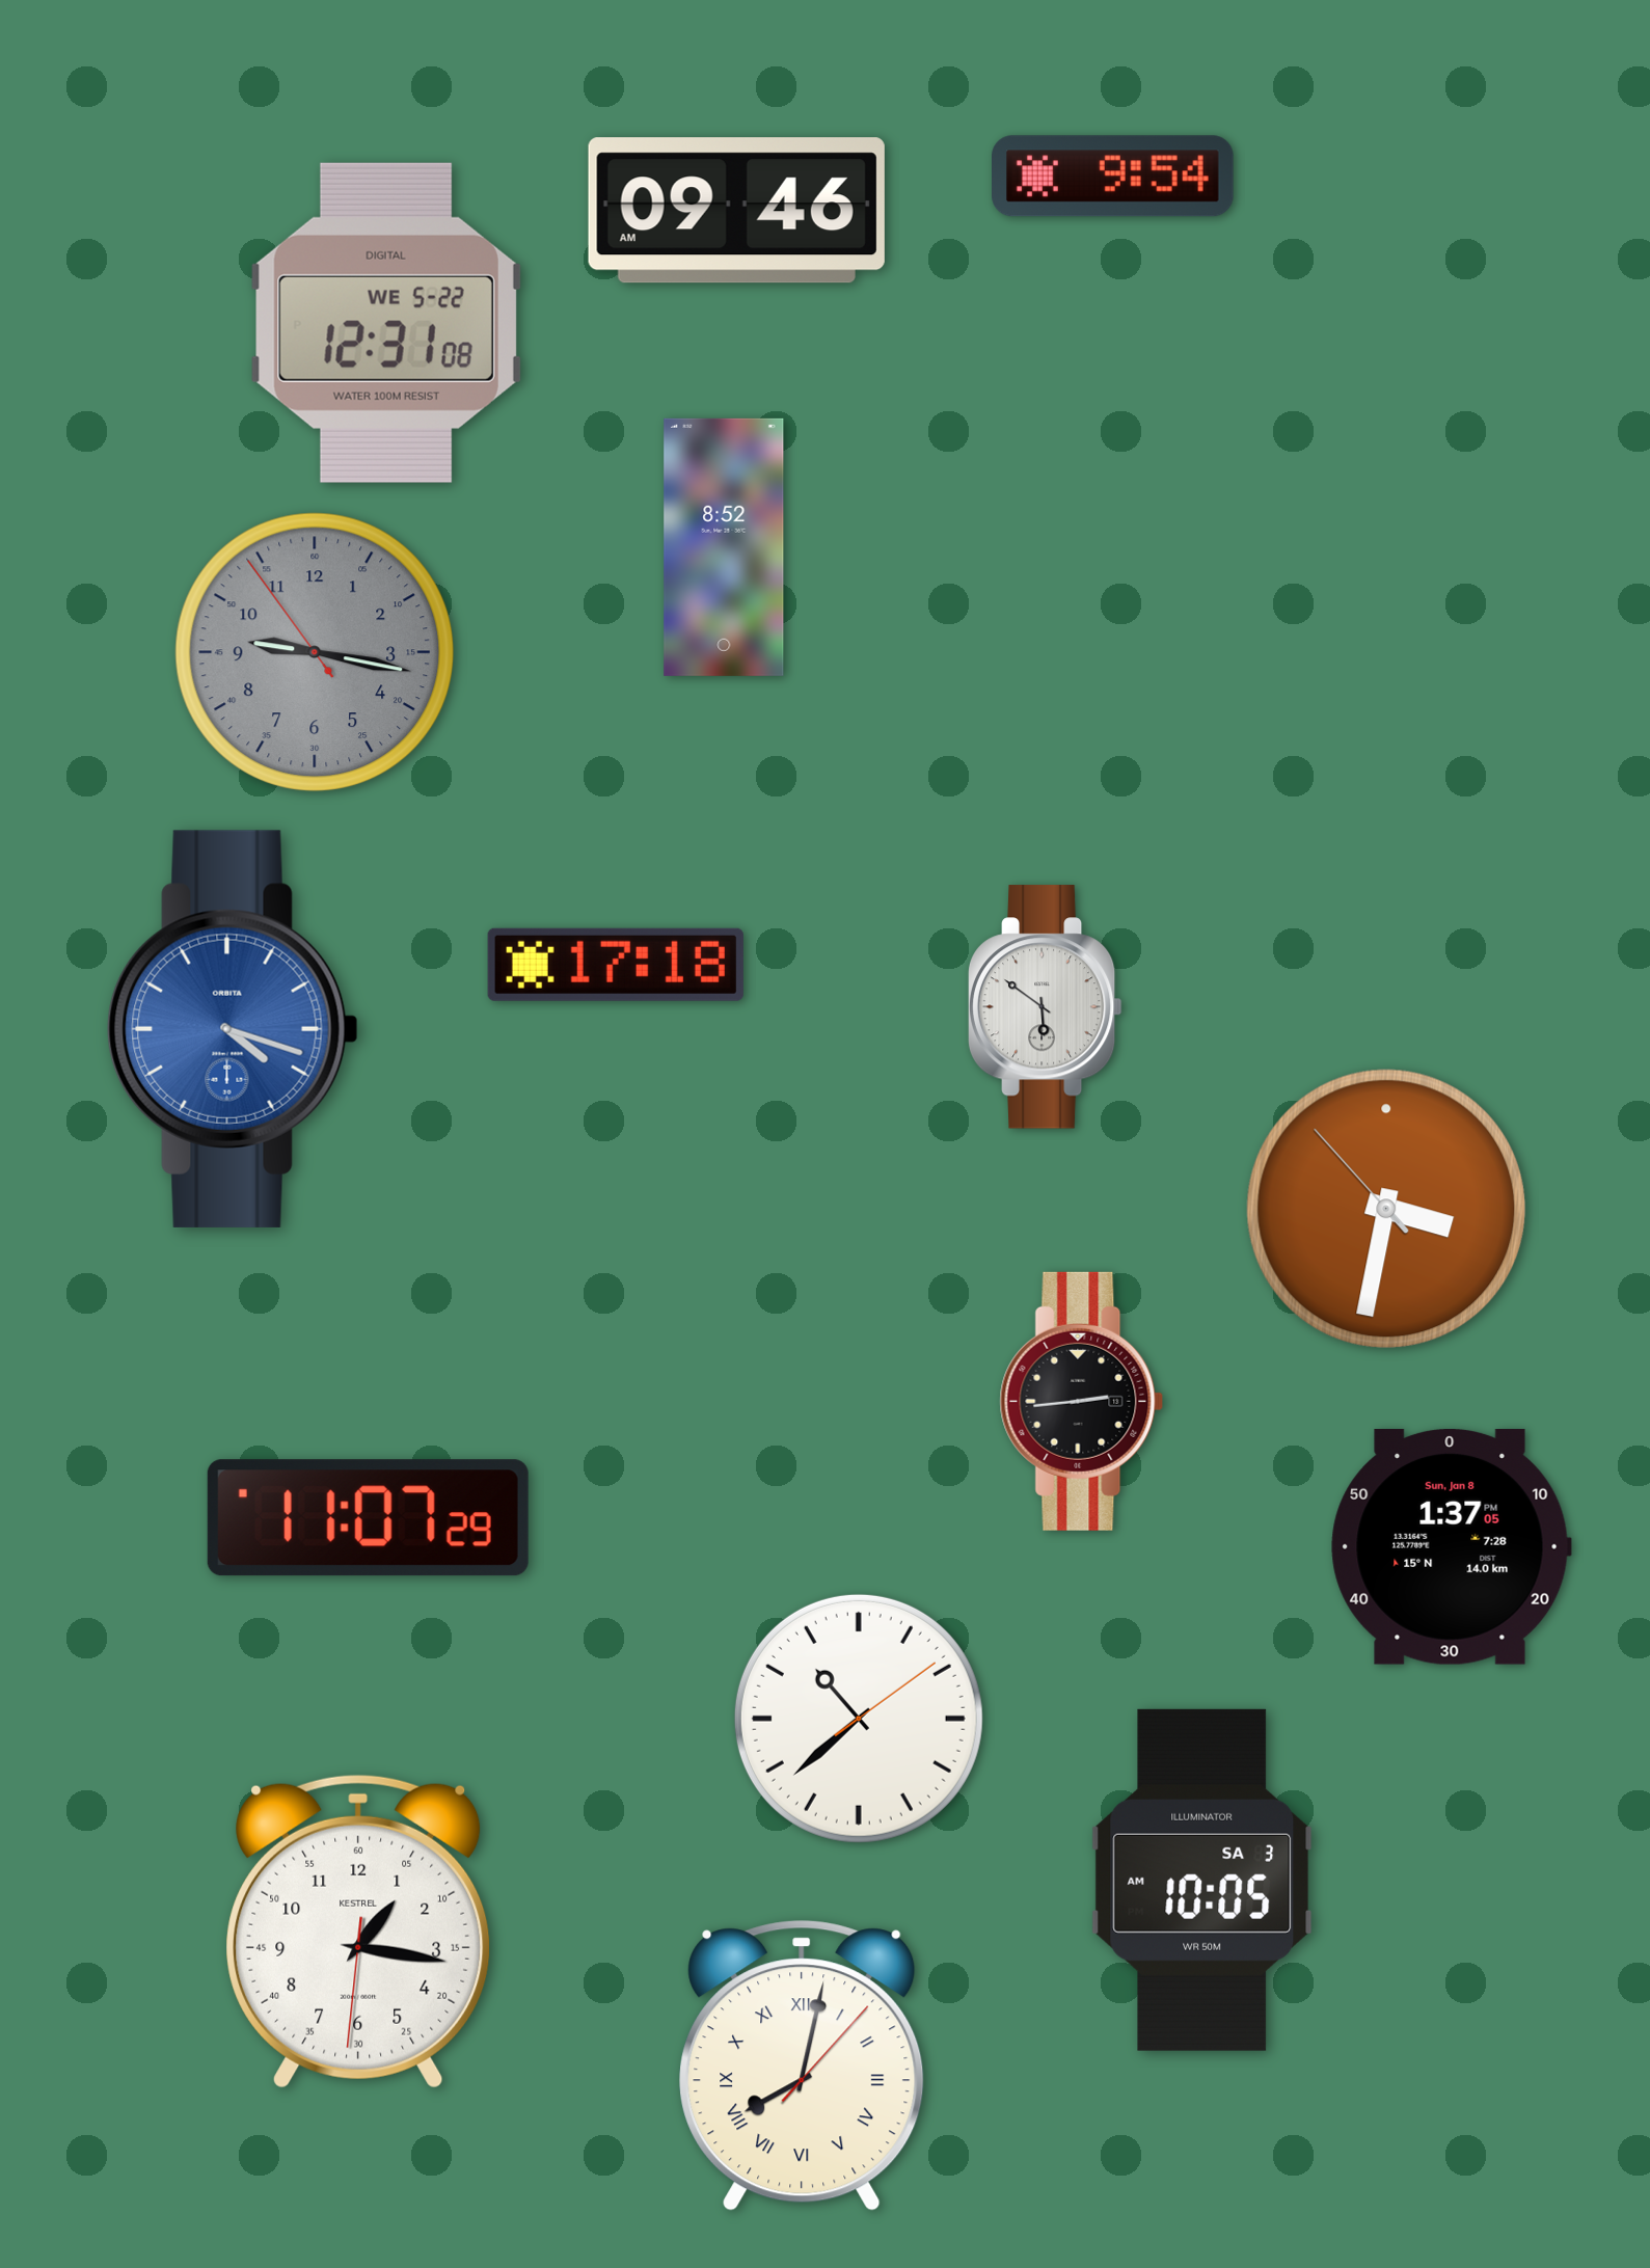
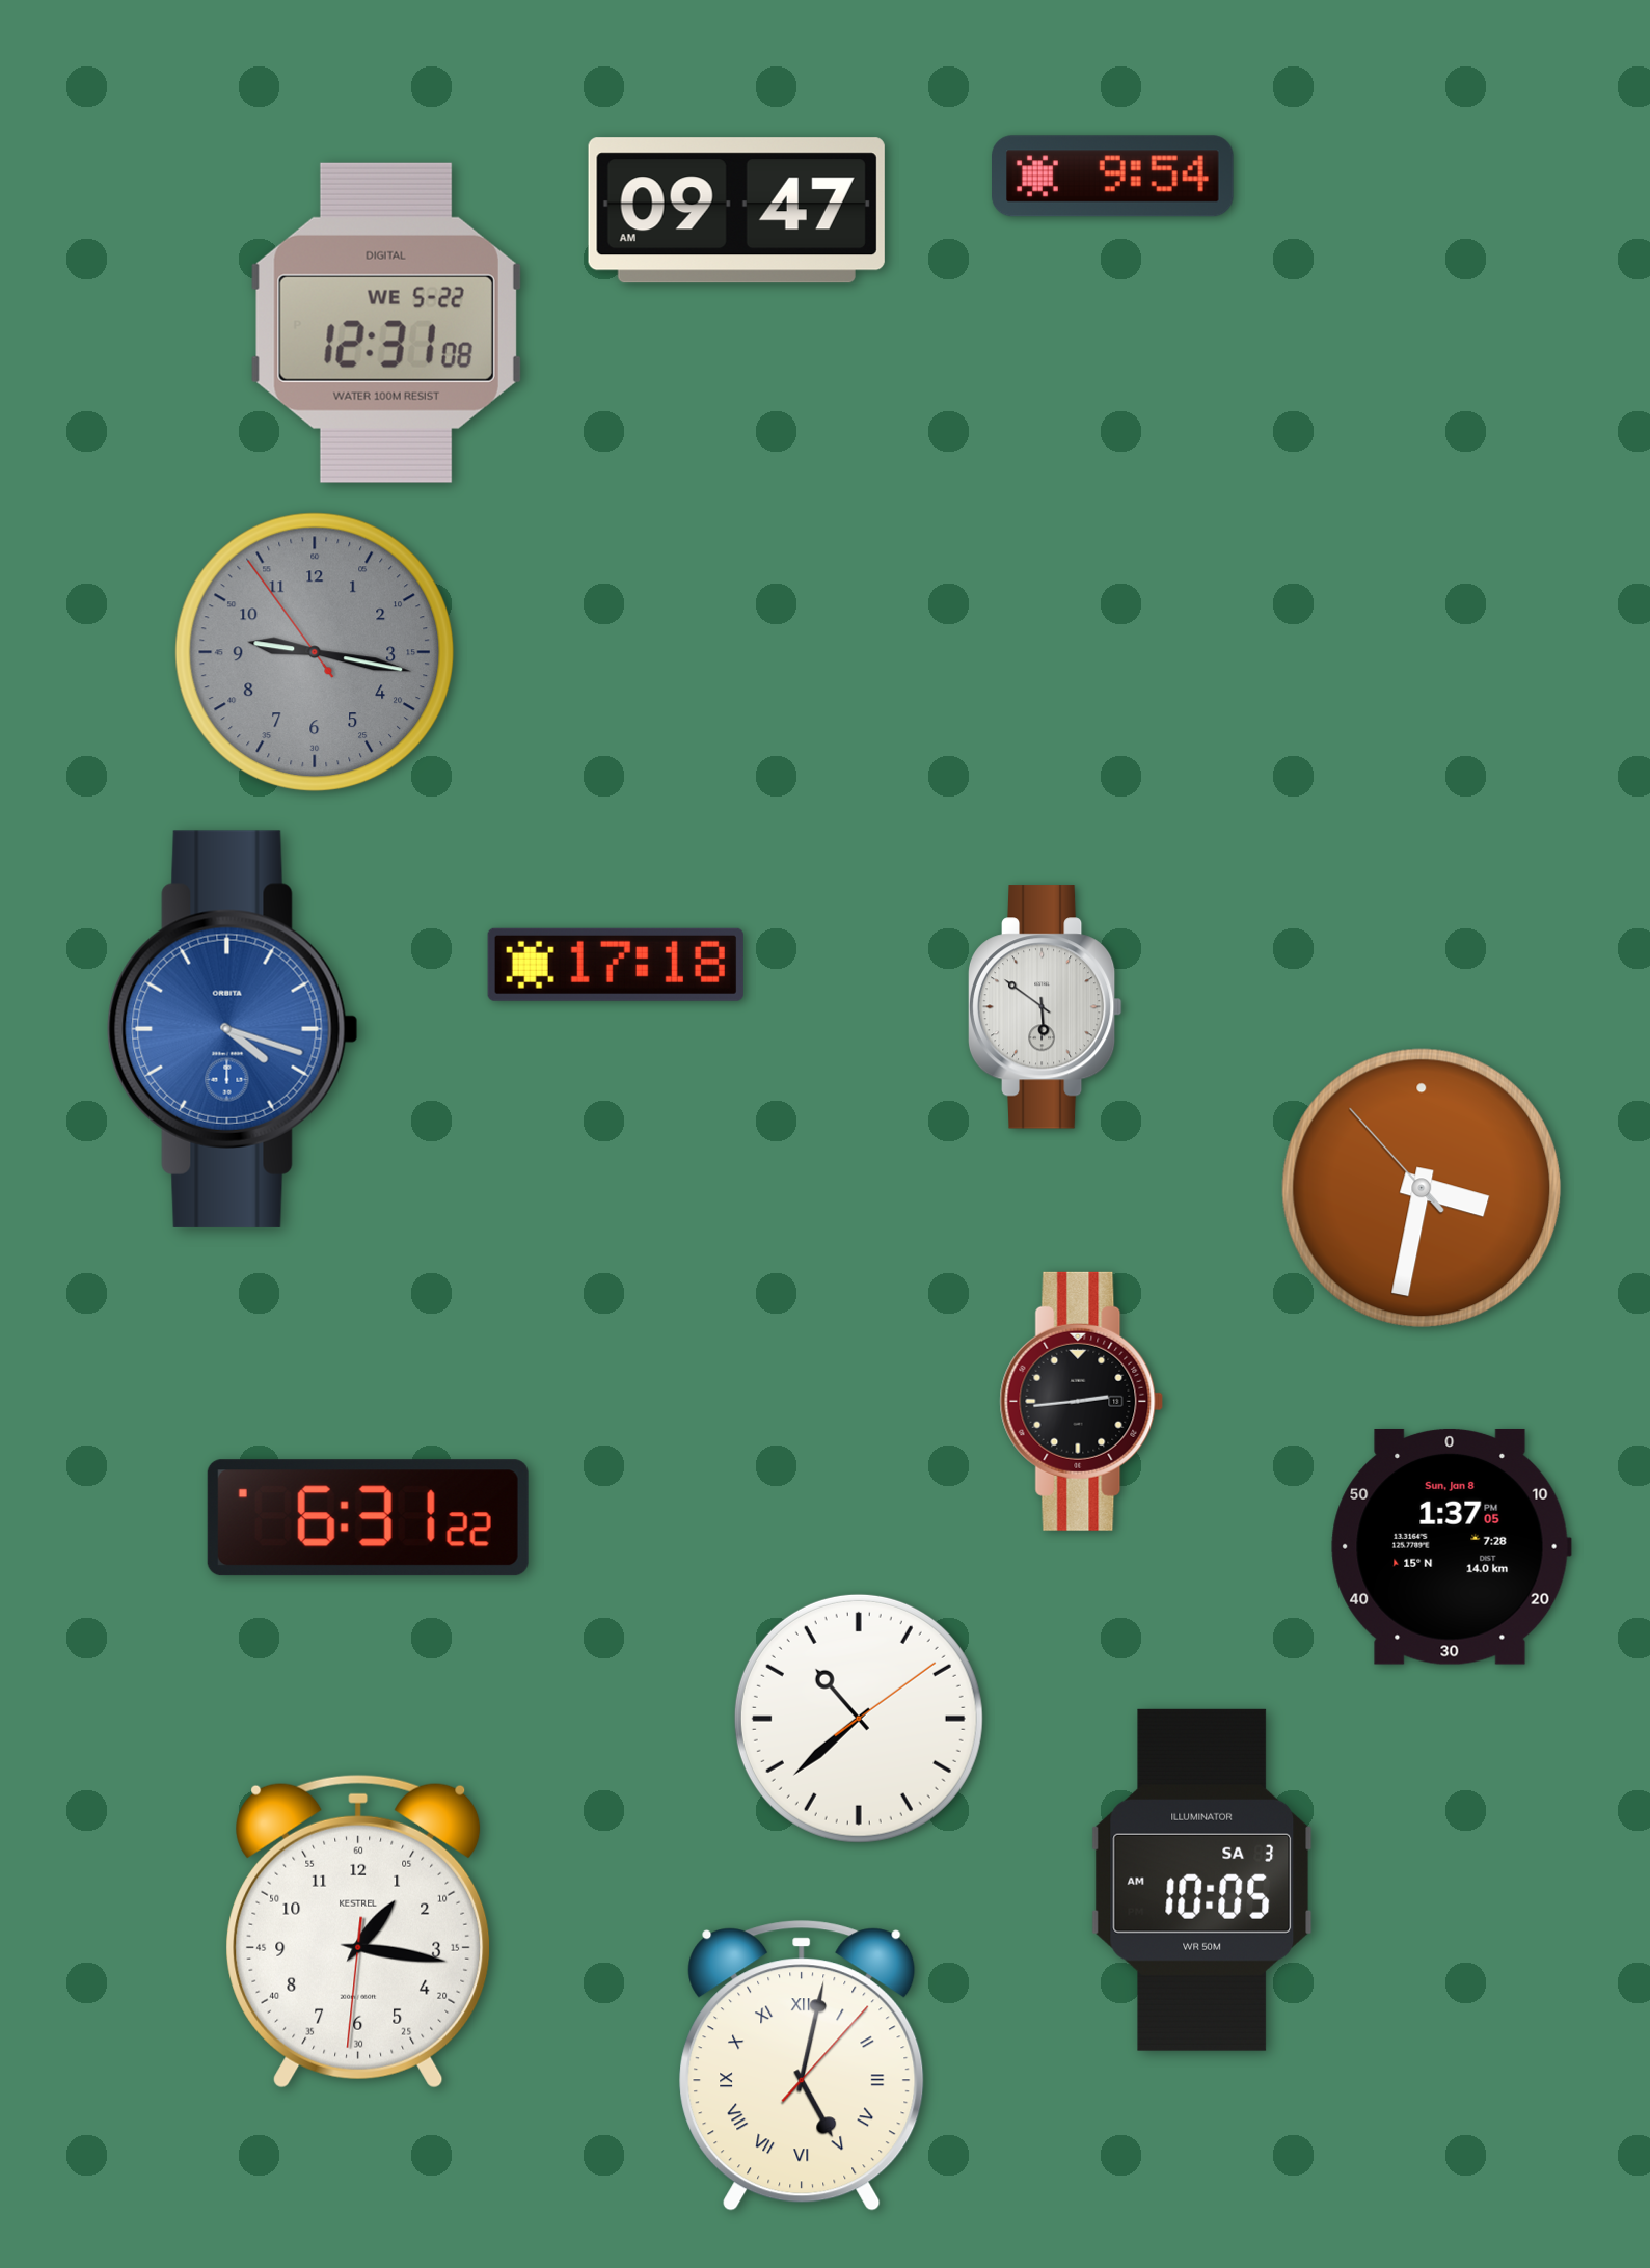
clock at (736, 211): 09:46 -> 09:47
clock at (724, 547): 8:52 -> none
clock at (1386, 1209) position: (1386, 1209) -> (1422, 1188)
clock at (368, 1518): 11:07 -> 6:31
clock at (802, 2065): 8:02 -> 5:02
